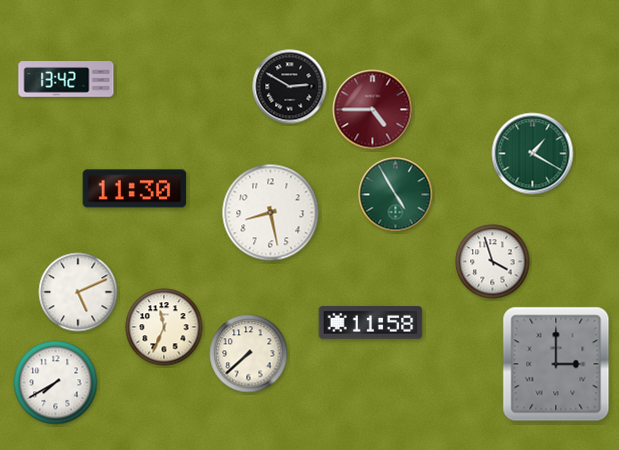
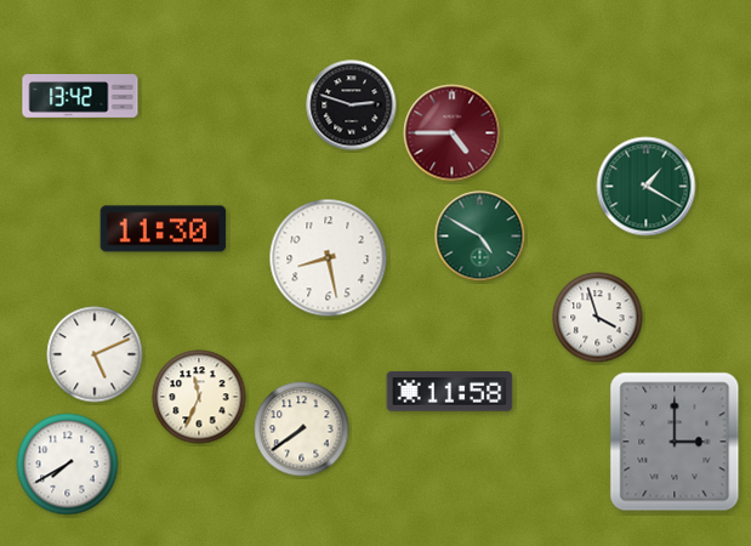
clock at (290, 87): 2:50 -> 2:48
clock at (396, 195): 4:55 -> 4:50
clock at (249, 354): 7:38 -> 7:39
